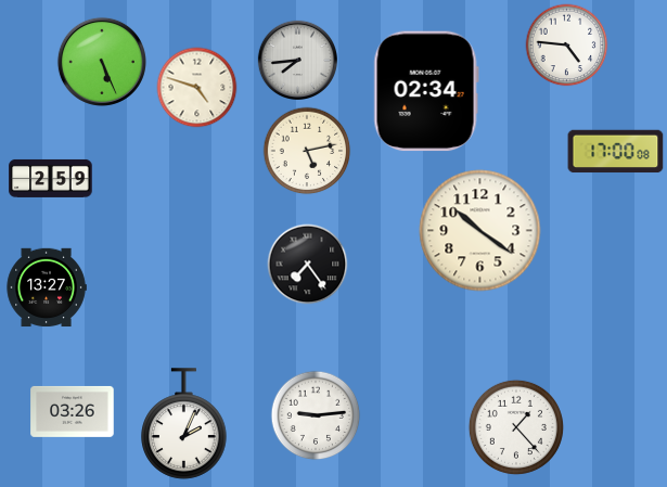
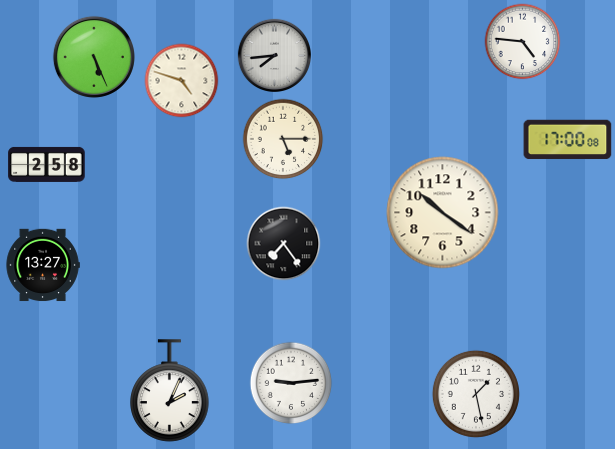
clock at (426, 91): 02:34 -> none
clock at (307, 151): 5:13 -> 5:15
clock at (51, 178): 2:59 -> 2:58
clock at (73, 411): 03:26 -> none
clock at (516, 427): 1:23 -> 1:28
